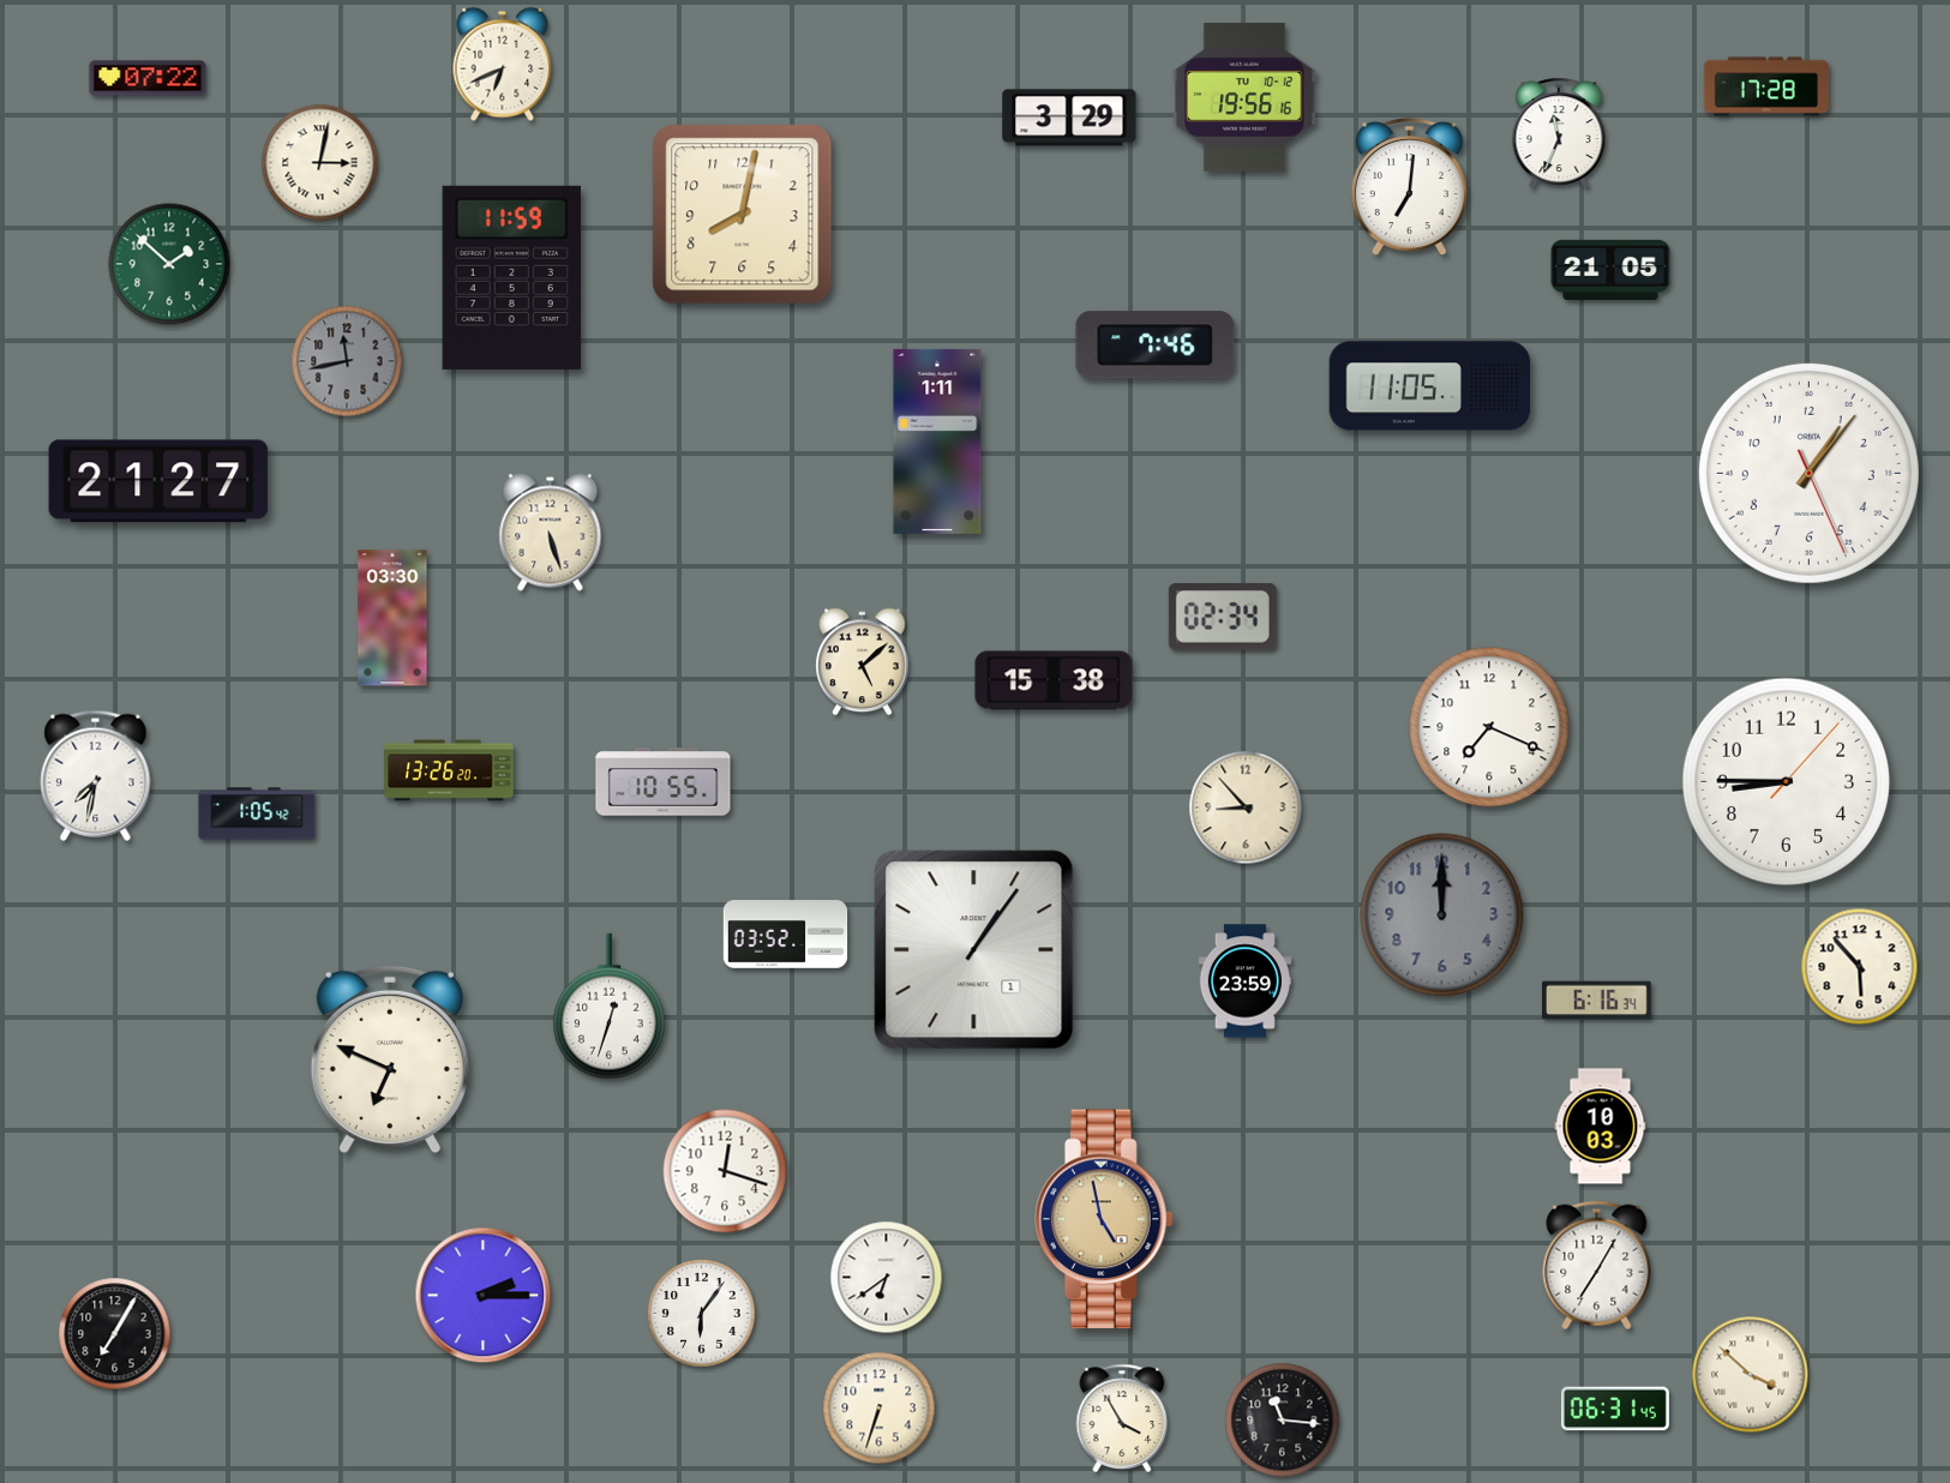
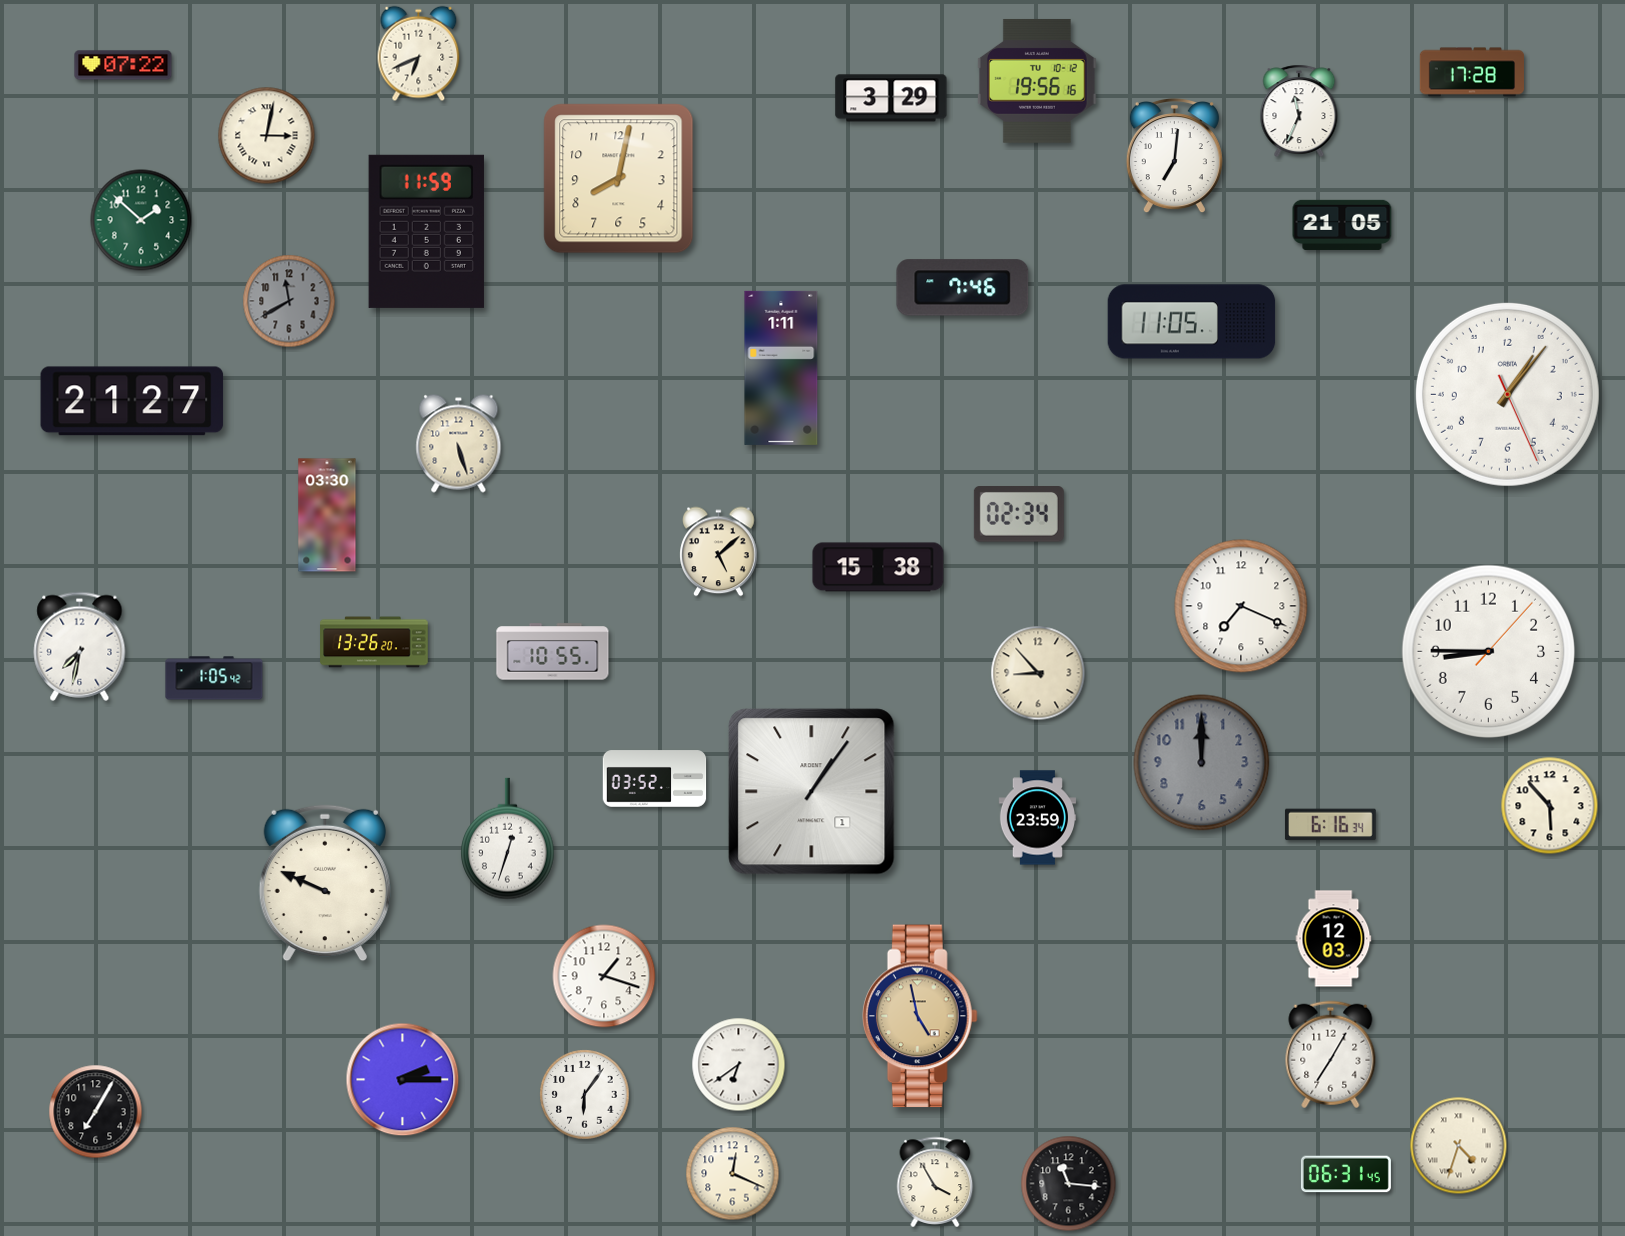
clock at (347, 361): 11:43 -> 11:40
clock at (1596, 1001) position: (1596, 1001) -> (1330, 825)
clock at (390, 1059): 6:49 -> 9:49
clock at (1601, 1127): 10:03 -> 12:03
clock at (725, 1171): 12:18 -> 1:18
clock at (1751, 1375): 3:52 -> 4:33
clock at (880, 1409): 6:33 -> 12:19
